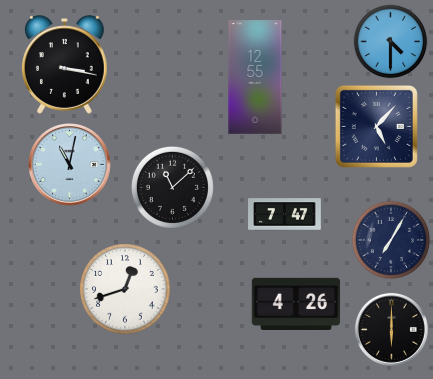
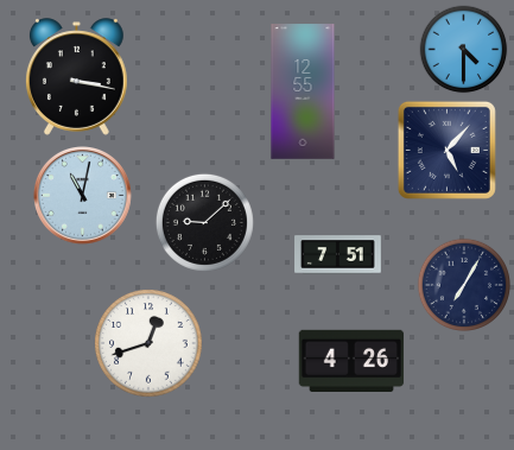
clock at (172, 187): 11:08 -> 9:08
clock at (285, 215): 7:47 -> 7:51
clock at (391, 329): 6:00 -> none
